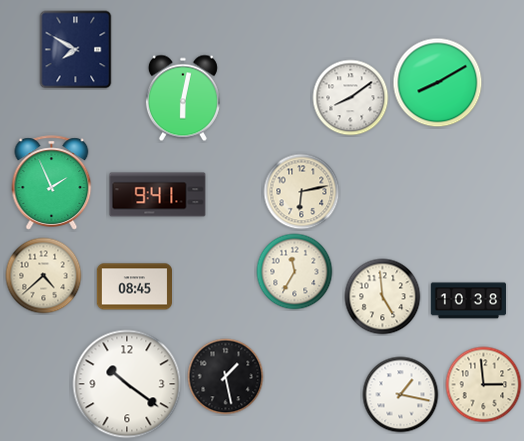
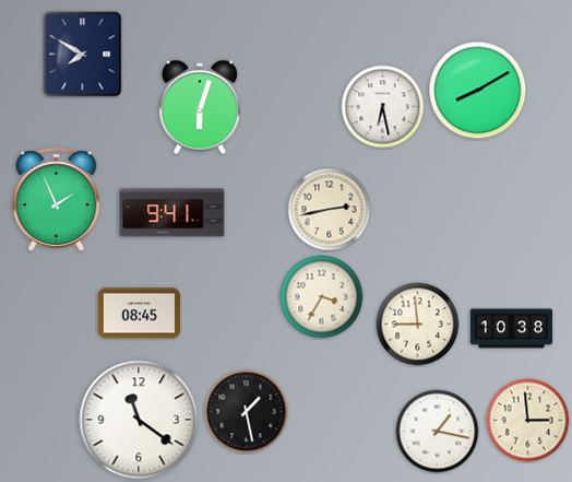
clock at (183, 98): 6:02 -> 6:03
clock at (351, 98): 8:09 -> 6:28
clock at (302, 192): 6:13 -> 2:43
clock at (295, 272): 11:35 -> 3:35
clock at (44, 276): 4:38 -> none
clock at (134, 287) position: (134, 287) -> (139, 314)
clock at (383, 297): 4:59 -> 8:59
clock at (127, 384): 10:21 -> 11:21
